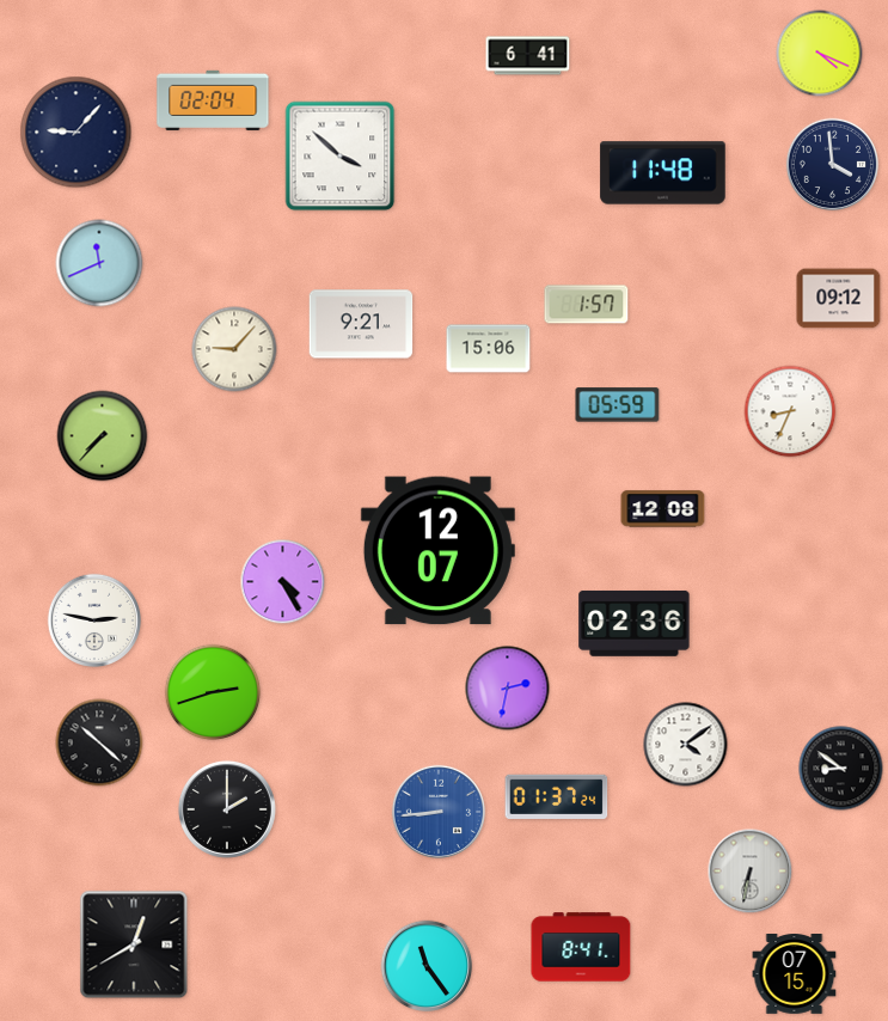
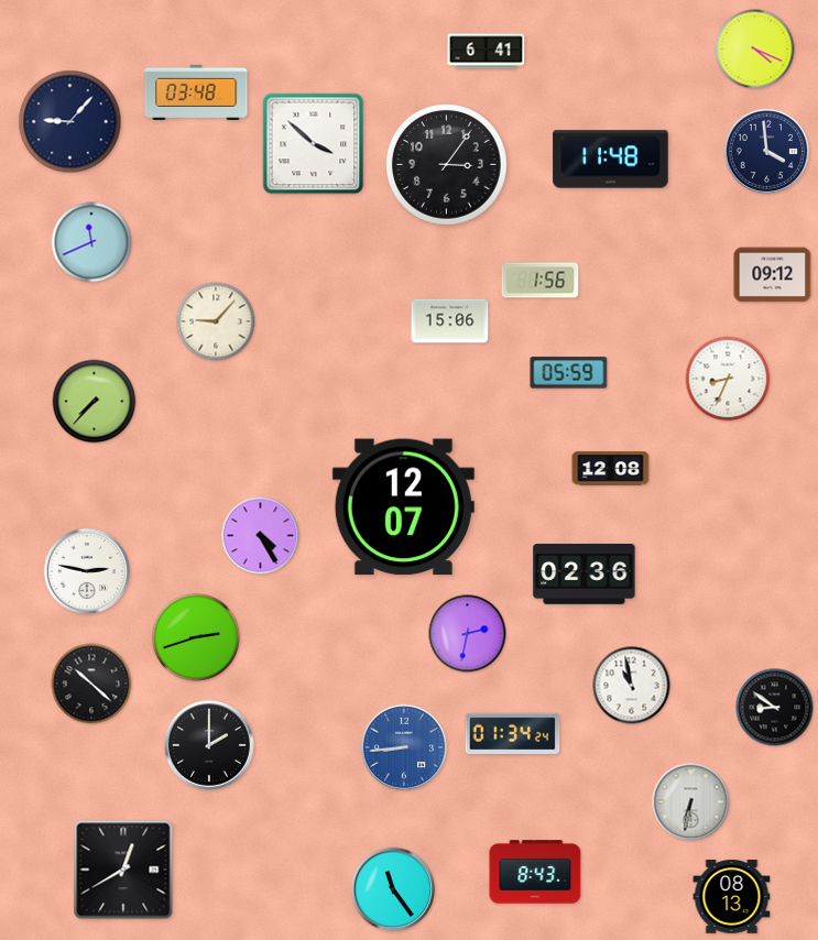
clock at (213, 100): 02:04 -> 03:48
clock at (447, 165): none -> 3:06
clock at (587, 305): 1:57 -> 1:56
clock at (361, 324): 9:21 -> none
clock at (686, 745): 4:09 -> 10:58
clock at (557, 796): 01:37 -> 01:34
clock at (581, 947): 8:41 -> 8:43
clock at (795, 974): 07:15 -> 08:13
